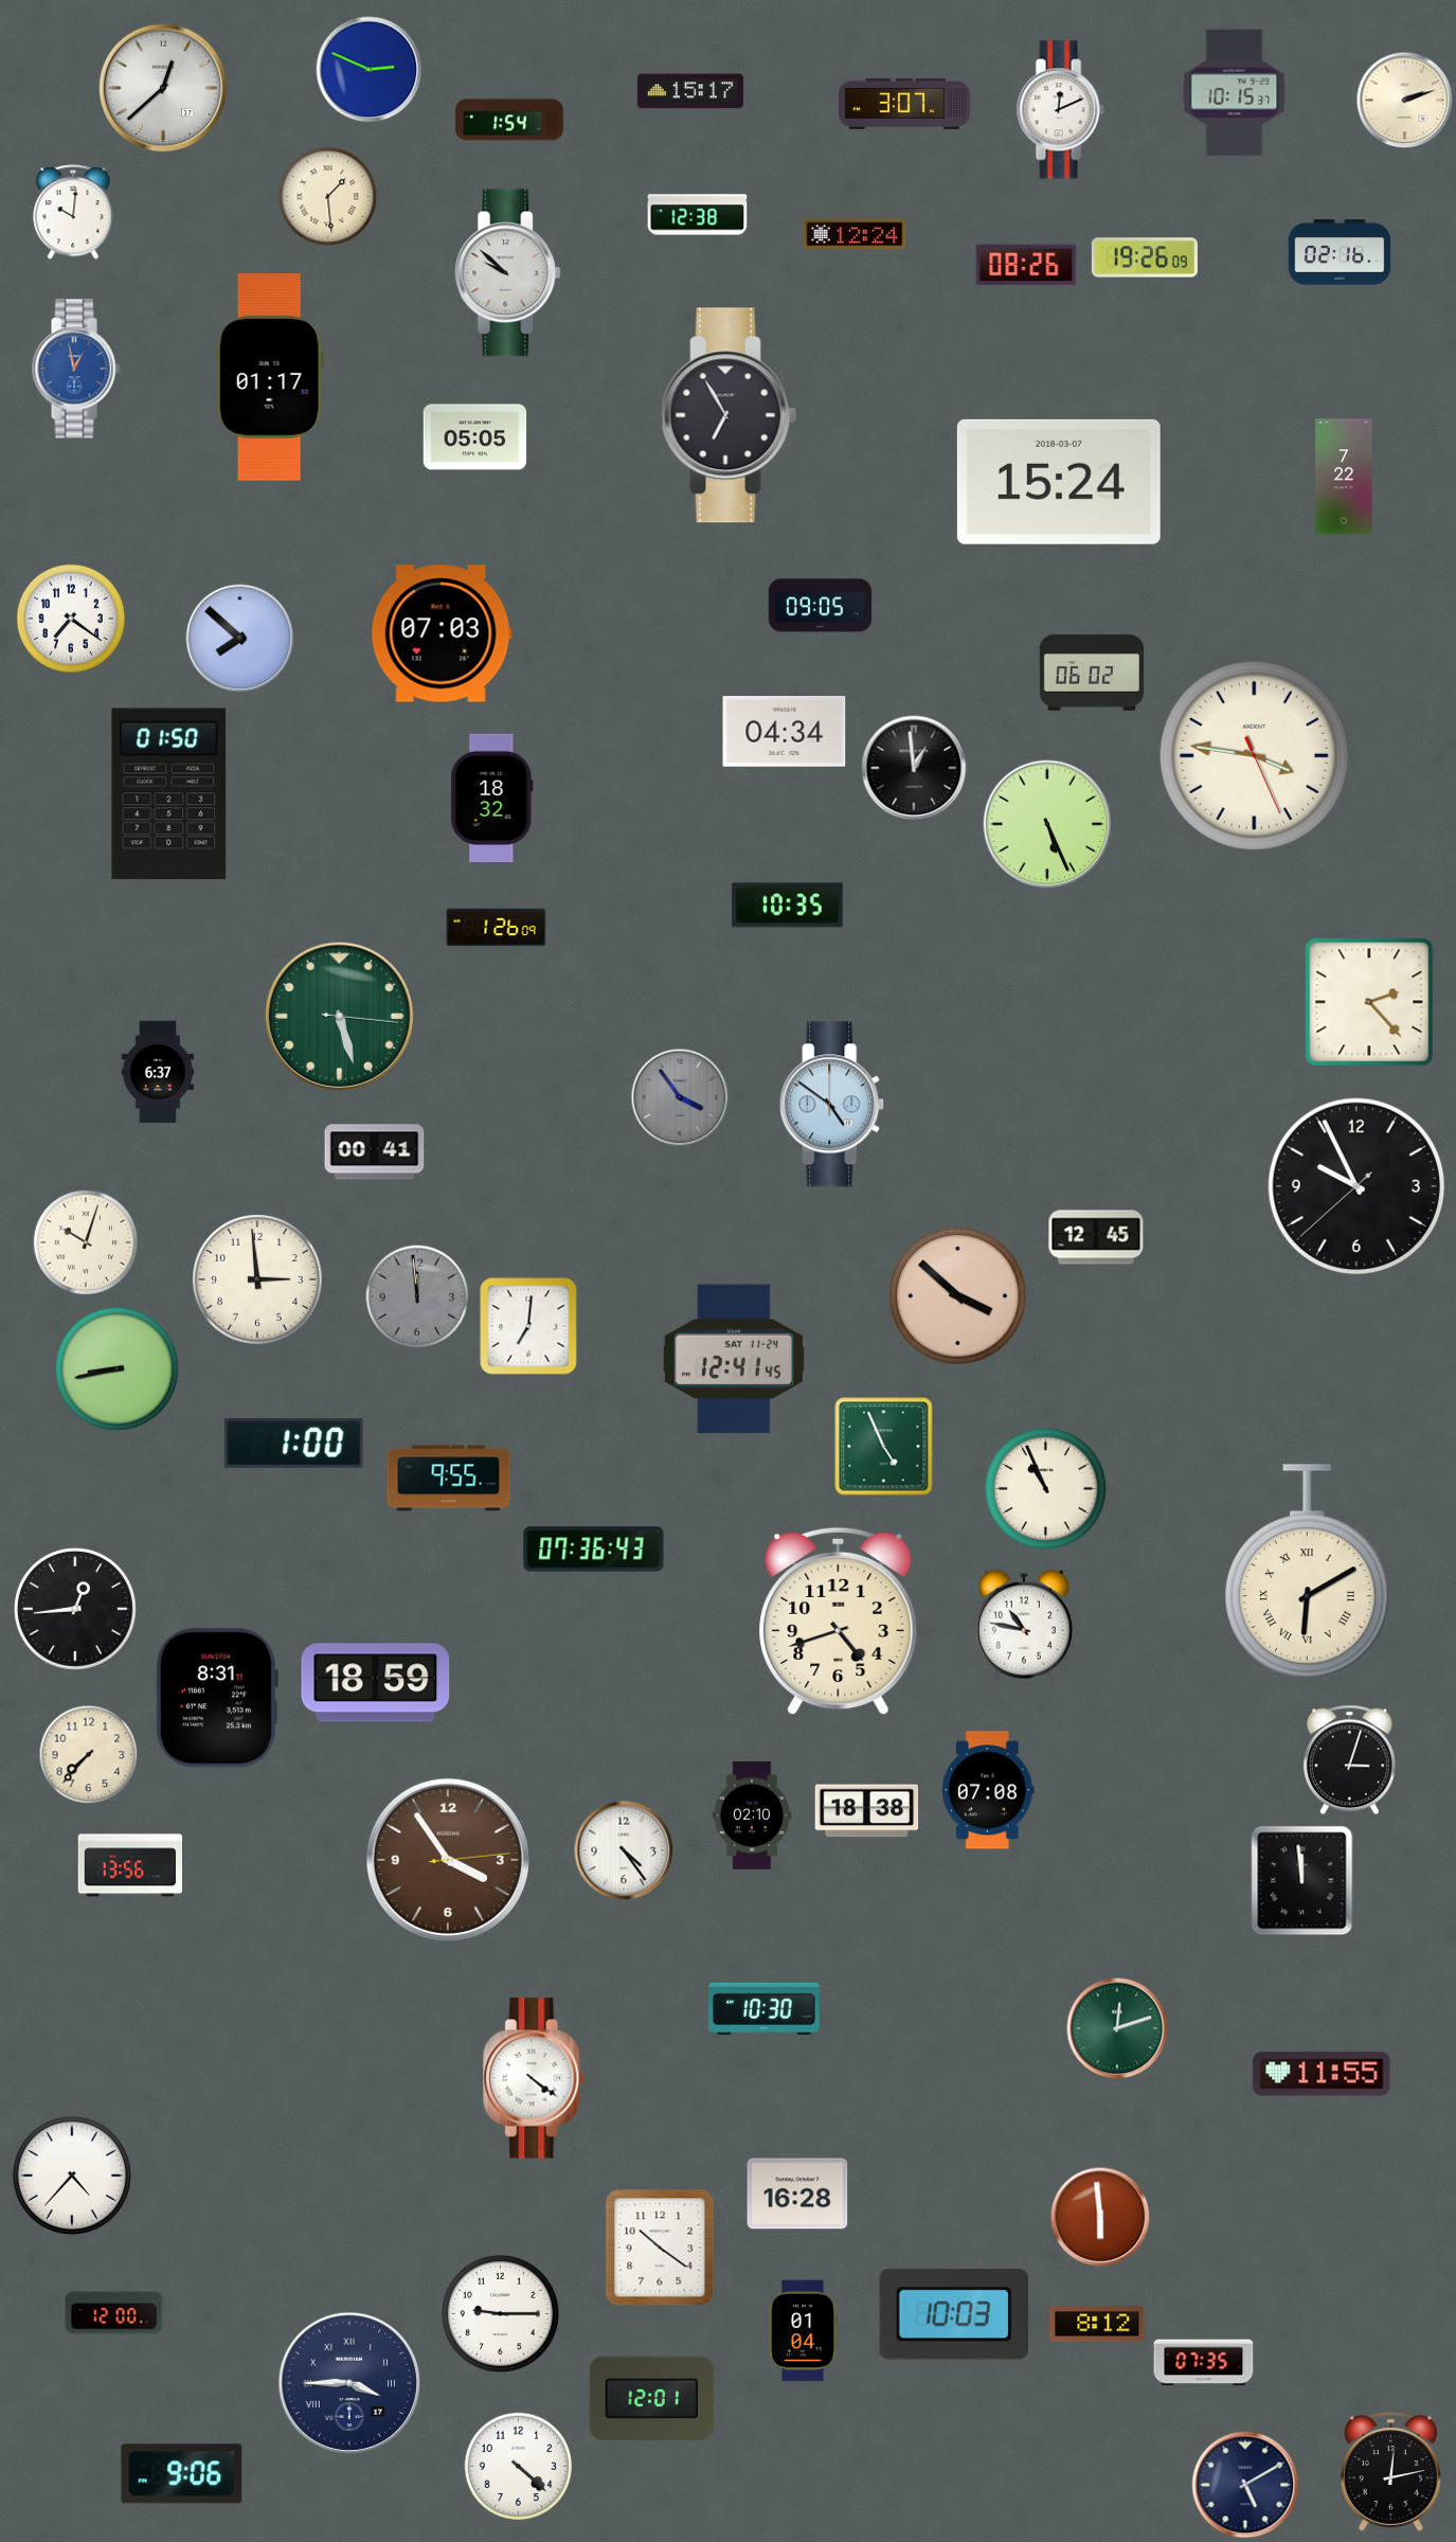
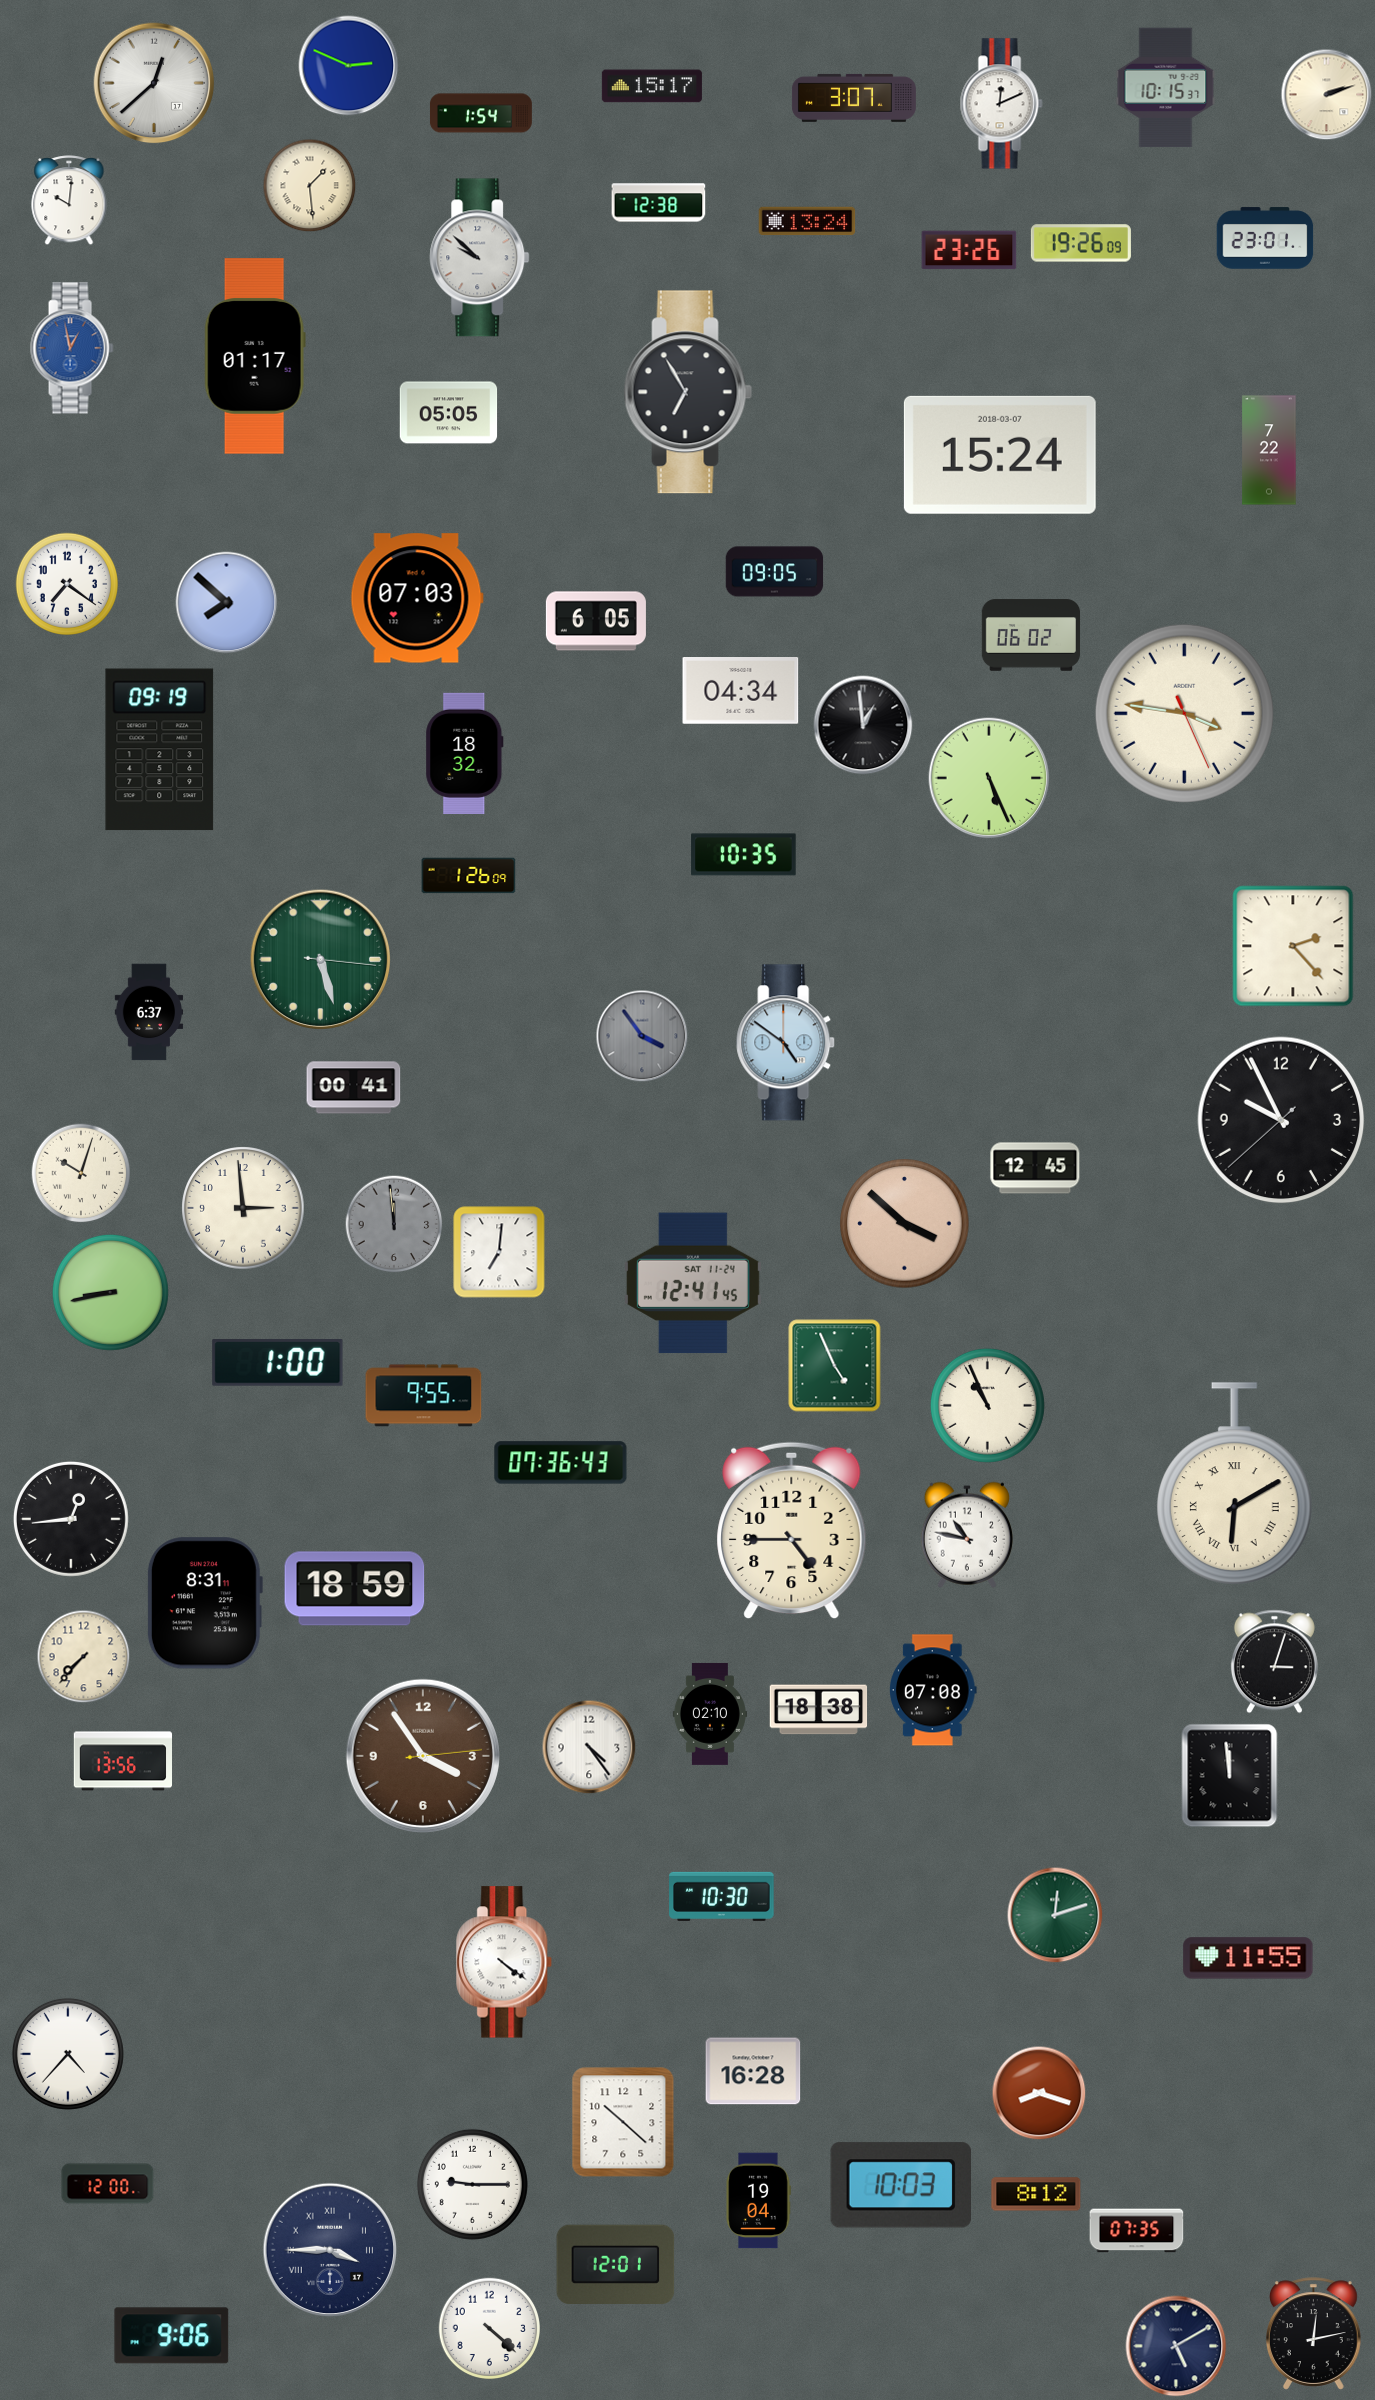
clock at (855, 234): 12:24 -> 13:24
clock at (1340, 252): 02:16 -> 23:01
clock at (1026, 265): 08:26 -> 23:26
clock at (596, 621): none -> 6:05
clock at (169, 794): 01:50 -> 09:19
clock at (839, 1622): 4:42 -> 4:45
clock at (1100, 2217): 5:59 -> 8:18
clock at (660, 2248): 10:21 -> 10:22
clock at (803, 2331): 01:04 -> 19:04
